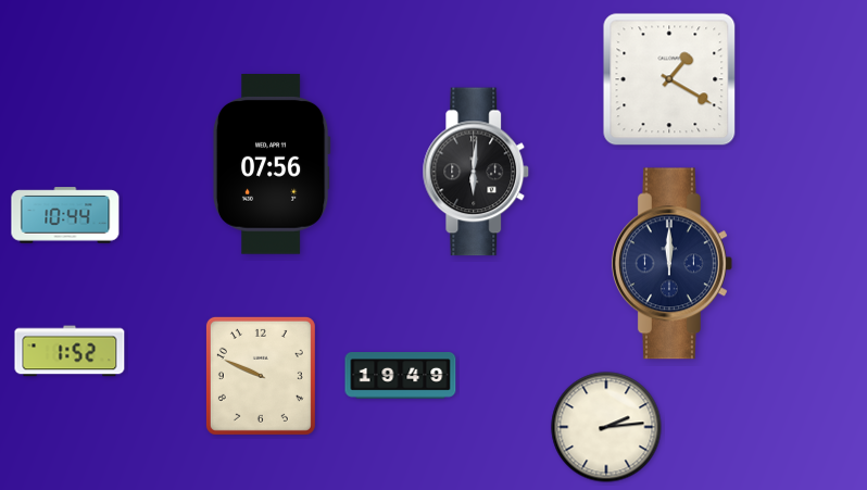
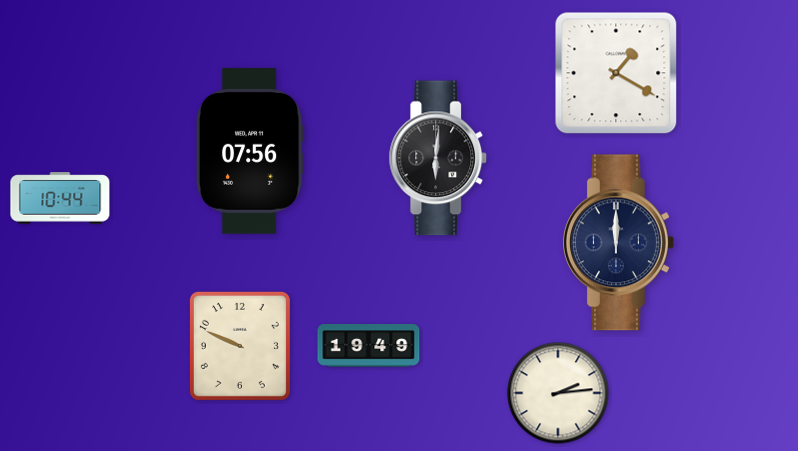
clock at (70, 351): 1:52 -> none
